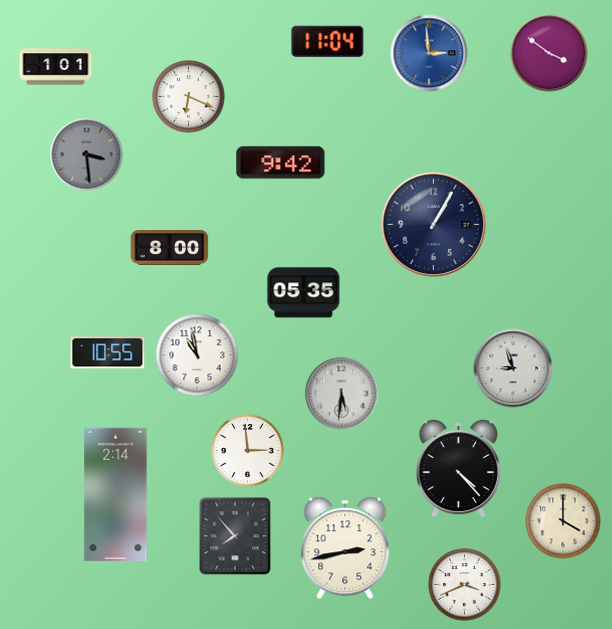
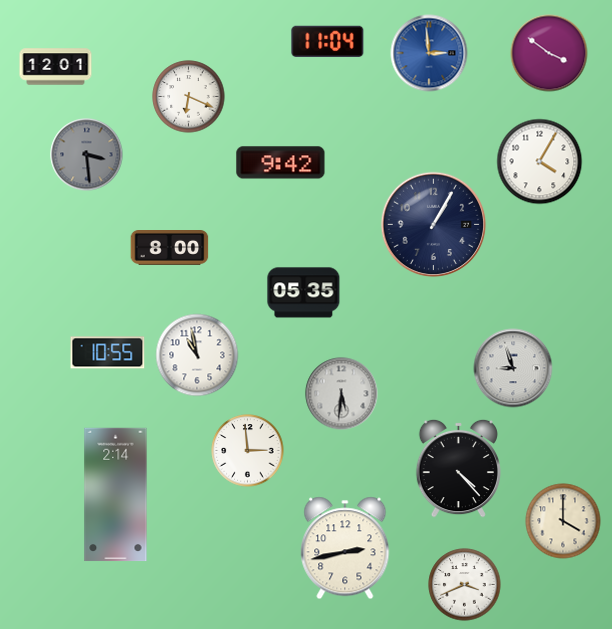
clock at (56, 67): 1:01 -> 12:01
clock at (540, 162): none -> 4:05
clock at (235, 536): 7:53 -> none
